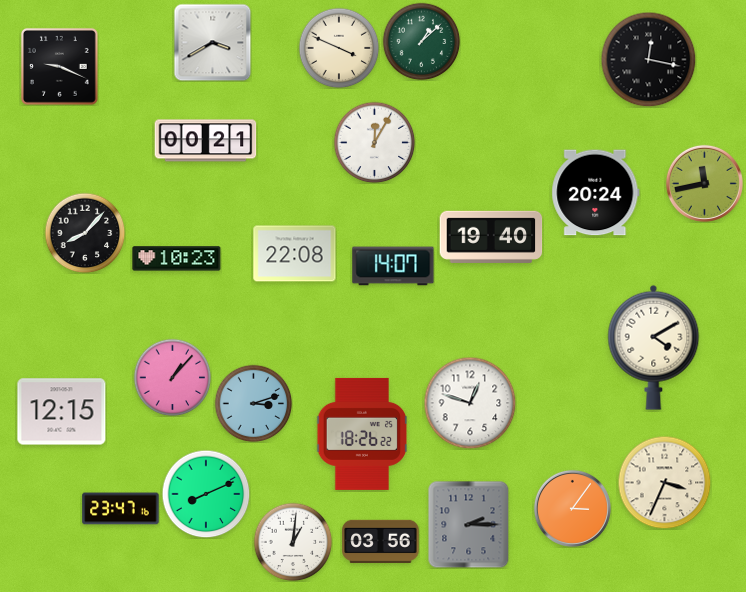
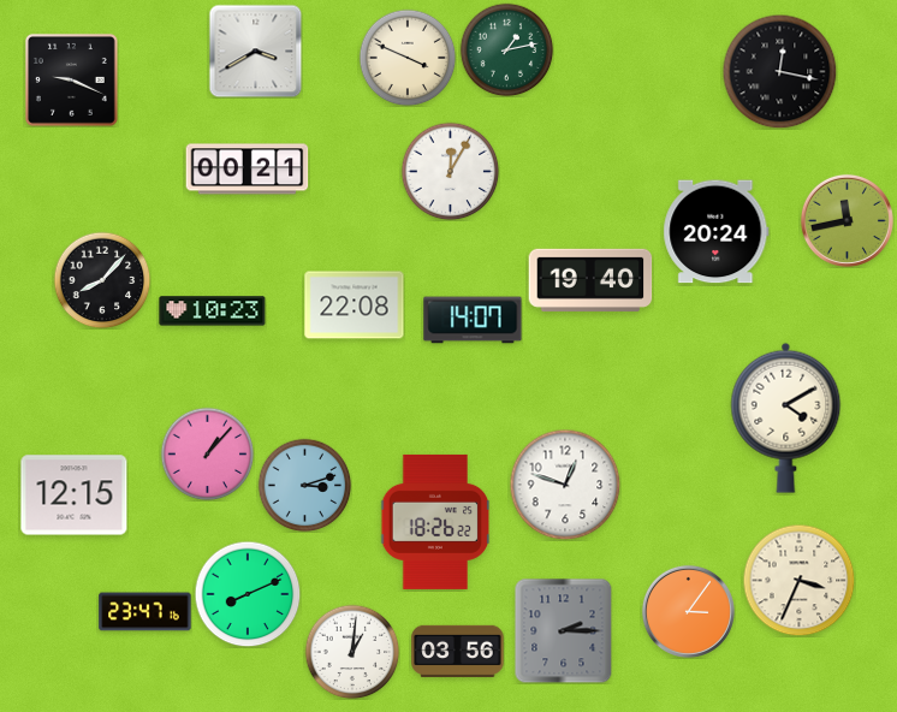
clock at (421, 41): 1:08 -> 1:13
clock at (491, 237) position: (491, 237) -> (590, 280)
